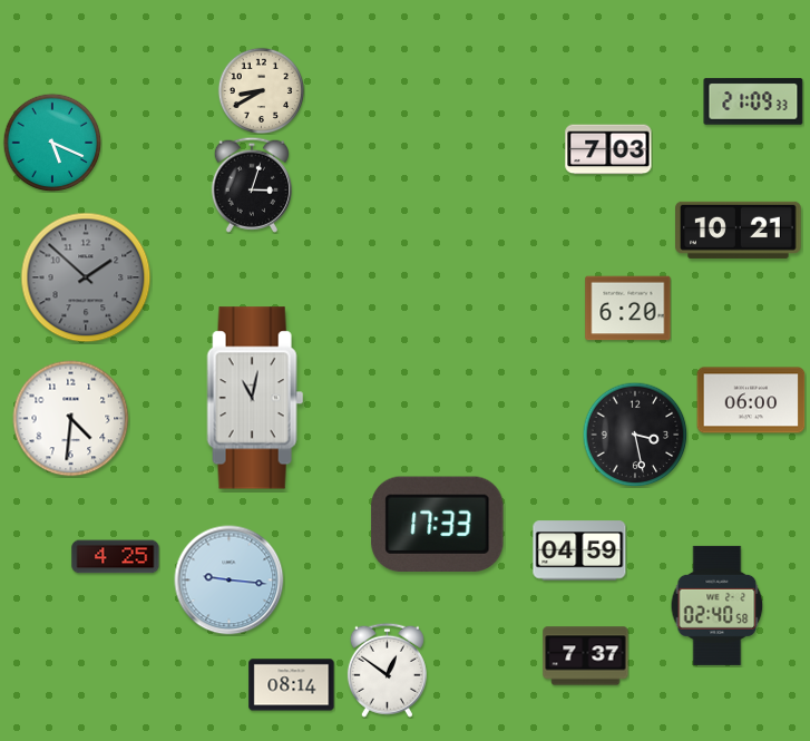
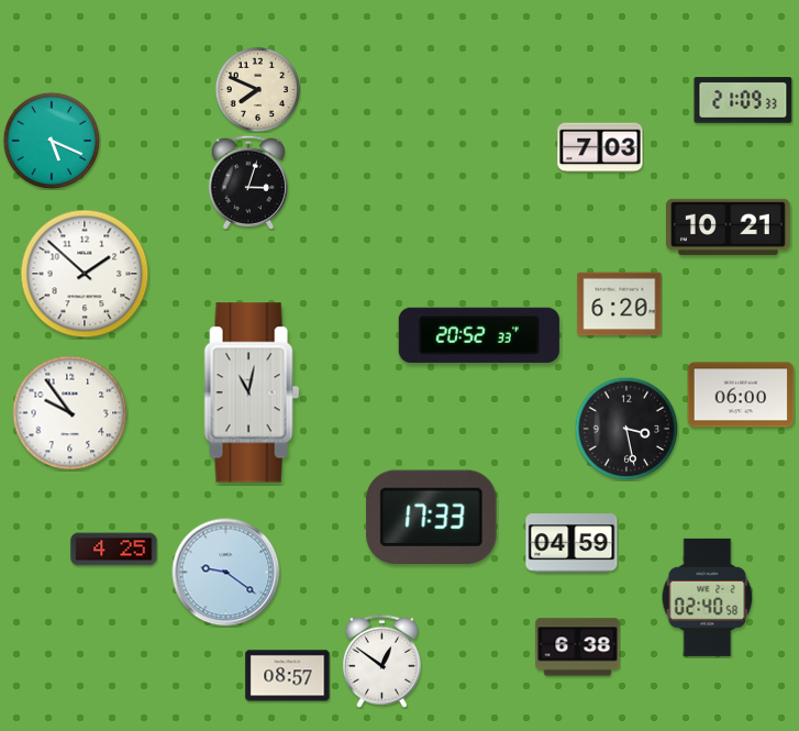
clock at (261, 90): 8:40 -> 7:49
clock at (86, 277) dial: grey -> white
clock at (479, 335): none -> 20:52
clock at (71, 419): 4:31 -> 9:54
clock at (230, 581): 9:16 -> 9:21
clock at (586, 656): 7:37 -> 6:38
clock at (292, 685): 08:14 -> 08:57
